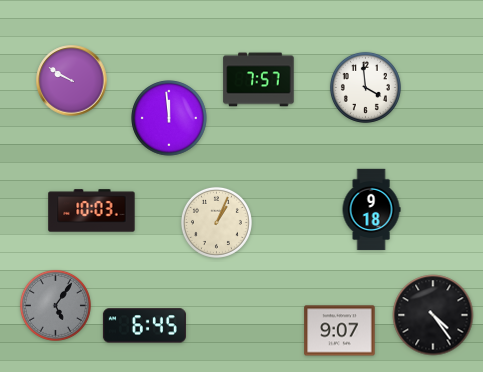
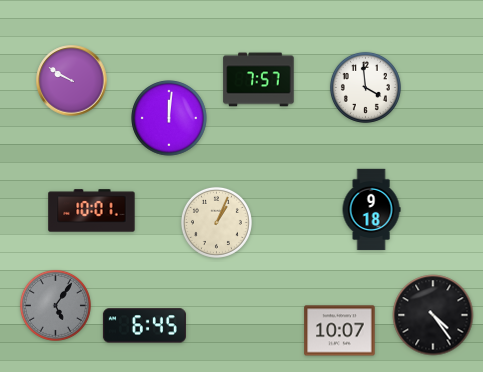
clock at (169, 118): 11:59 -> 12:01
clock at (92, 211): 10:03 -> 10:01
clock at (340, 331): 9:07 -> 10:07
